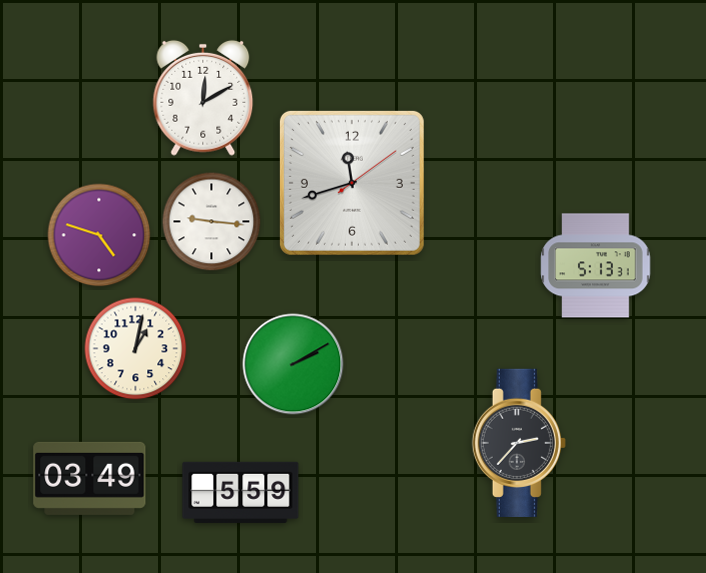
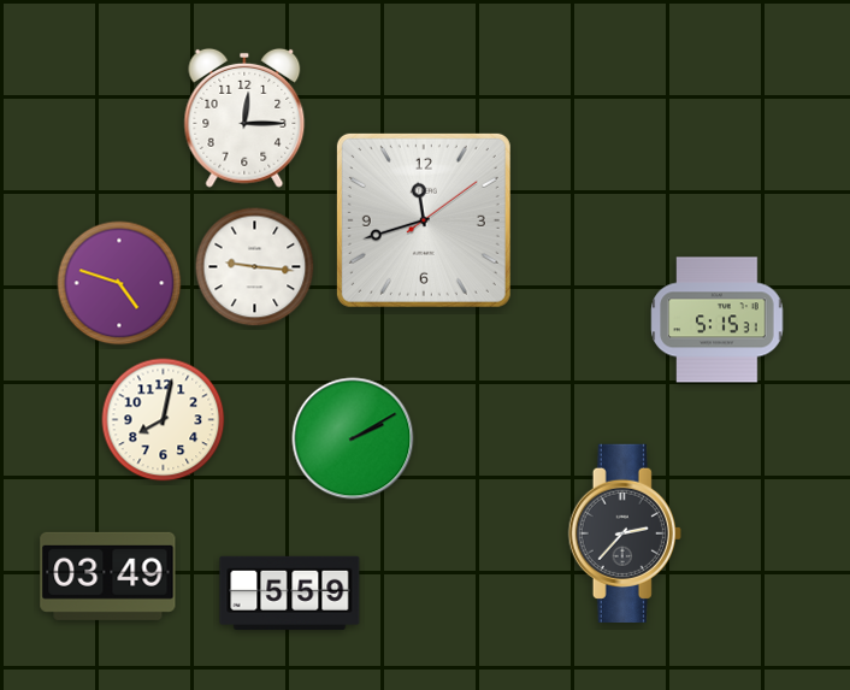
clock at (203, 98): 12:10 -> 12:15
clock at (596, 266): 5:13 -> 5:15
clock at (136, 349): 1:02 -> 8:02
